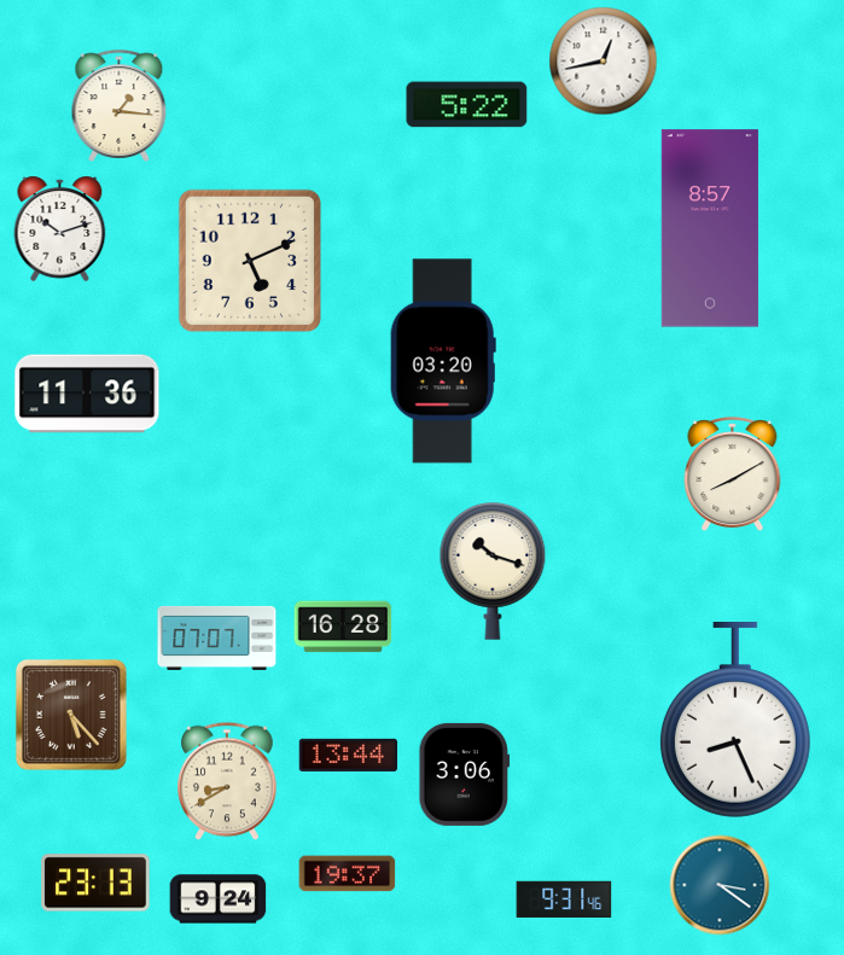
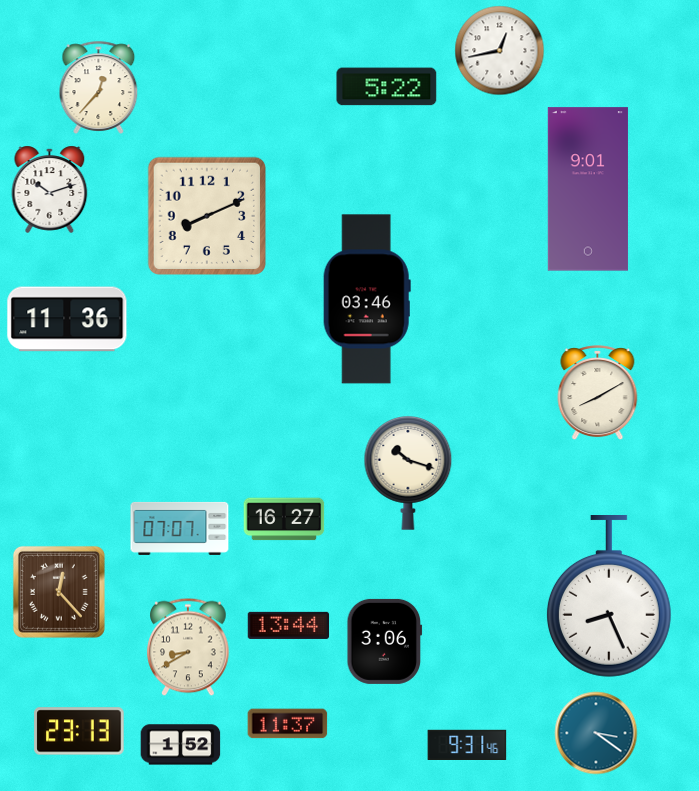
clock at (120, 105): 1:16 -> 12:37
clock at (710, 228): 8:57 -> 9:01
clock at (249, 260): 5:11 -> 8:11
clock at (443, 361): 03:20 -> 03:46
clock at (87, 394) position: (87, 394) -> (67, 319)
clock at (733, 474) position: (733, 474) -> (598, 393)
clock at (343, 627): 16:28 -> 16:27
clock at (71, 715): 5:23 -> 12:23
clock at (348, 874): 19:37 -> 11:37
clock at (219, 899): 9:24 -> 1:52
